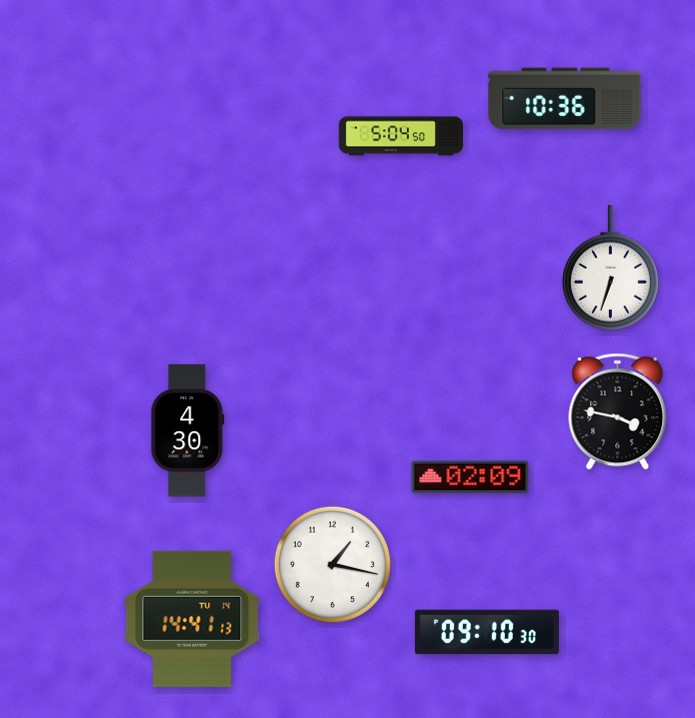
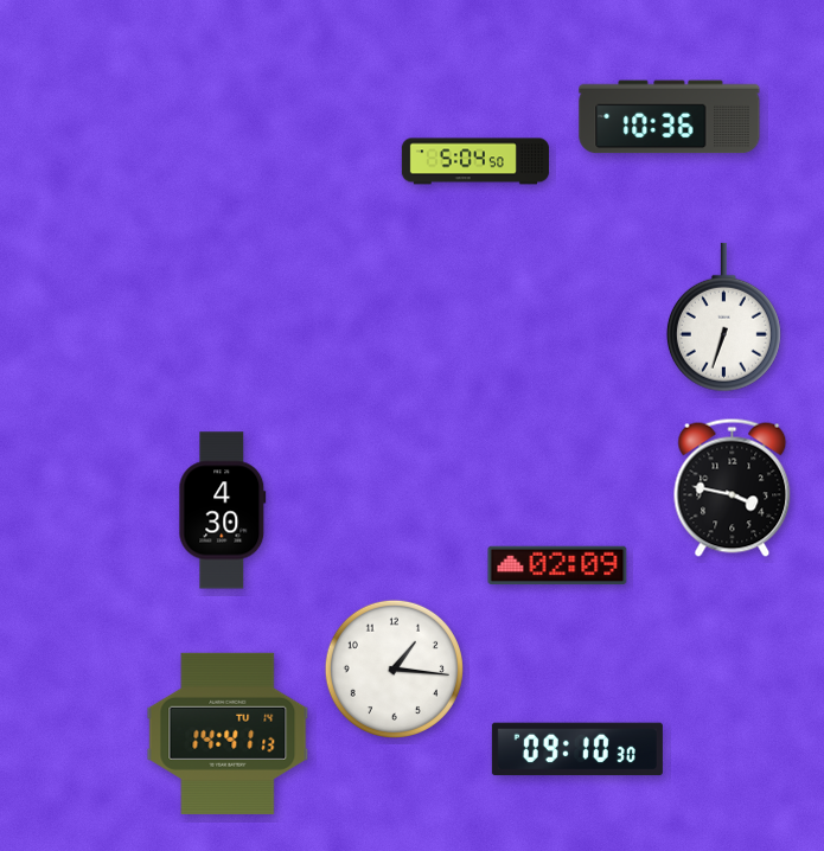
clock at (332, 564): 1:17 -> 1:16
